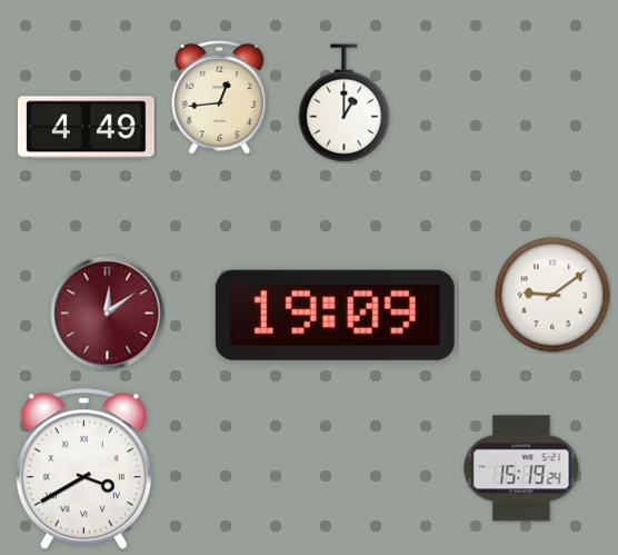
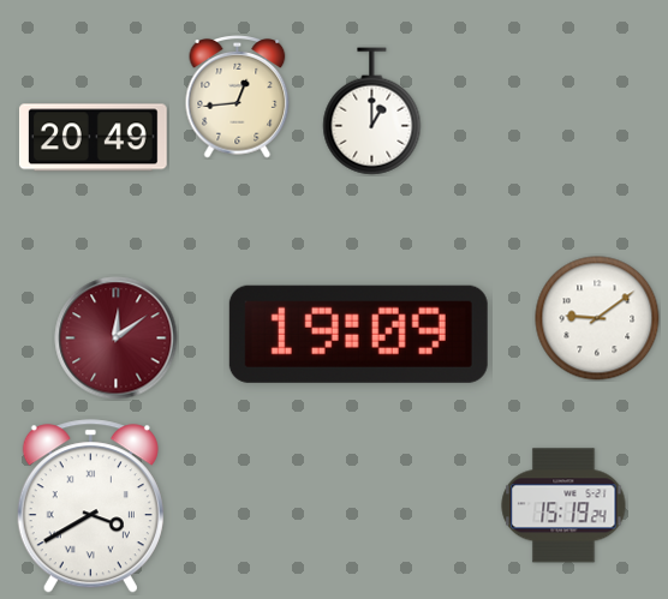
clock at (220, 98) position: (220, 98) -> (238, 97)
clock at (86, 128): 4:49 -> 20:49
clock at (335, 315) position: (335, 315) -> (358, 334)
